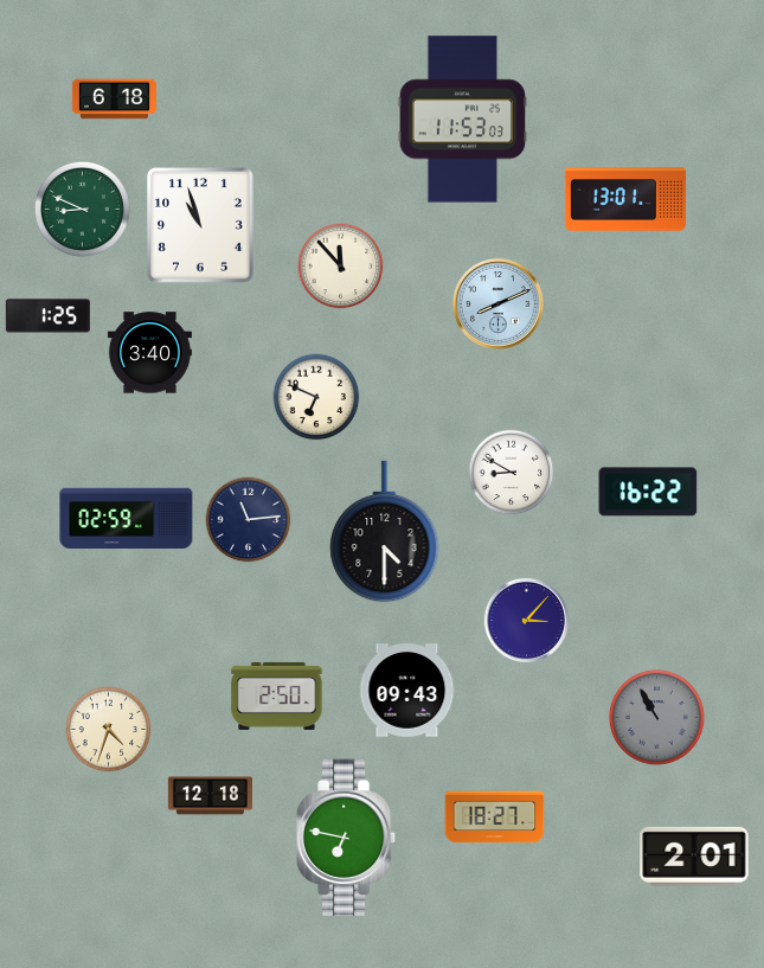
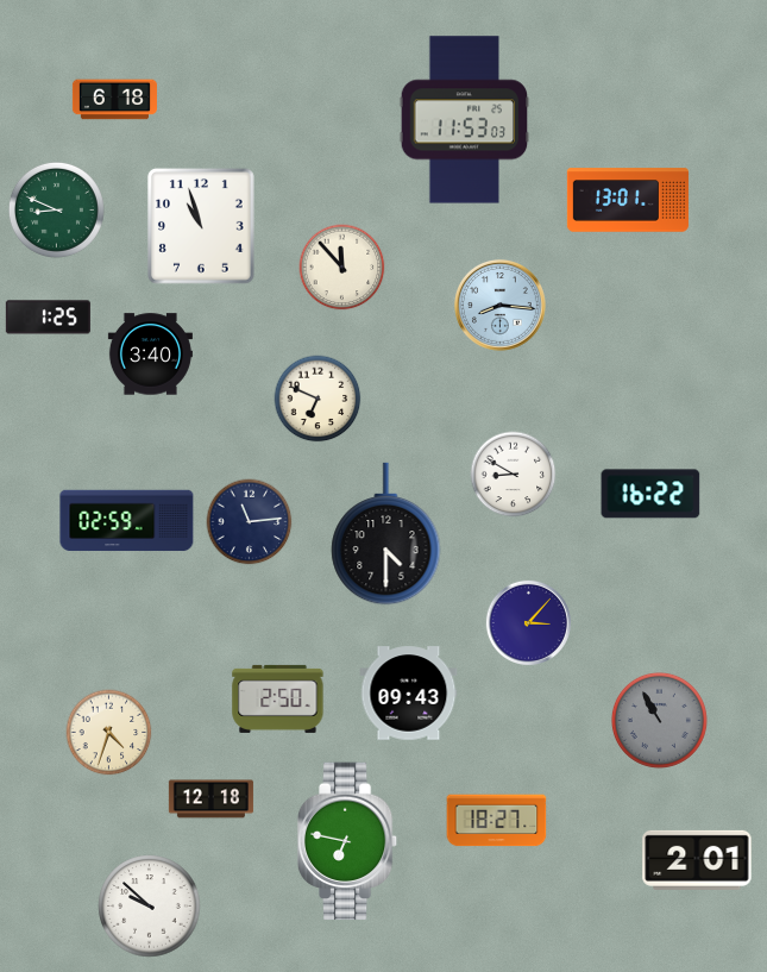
clock at (82, 209) position: (82, 209) -> (56, 209)
clock at (497, 303): 8:11 -> 8:16
clock at (150, 907): none -> 9:52
